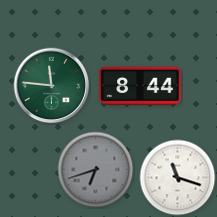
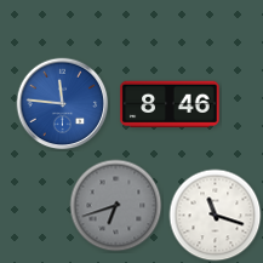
clock at (52, 86) dial: green -> blue
clock at (140, 86): 8:44 -> 8:46
